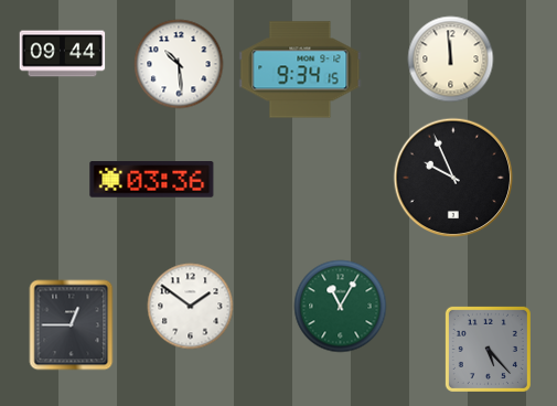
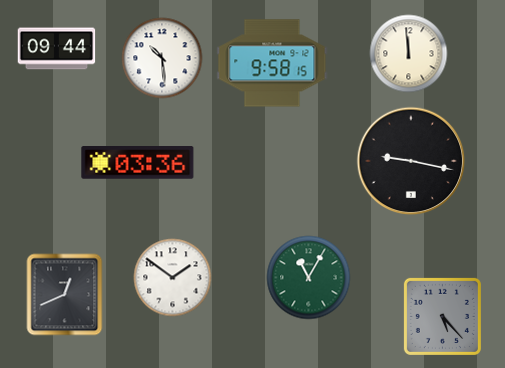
clock at (300, 70): 9:34 -> 9:58
clock at (453, 178): 9:56 -> 9:17
clock at (72, 324): 12:45 -> 12:41
